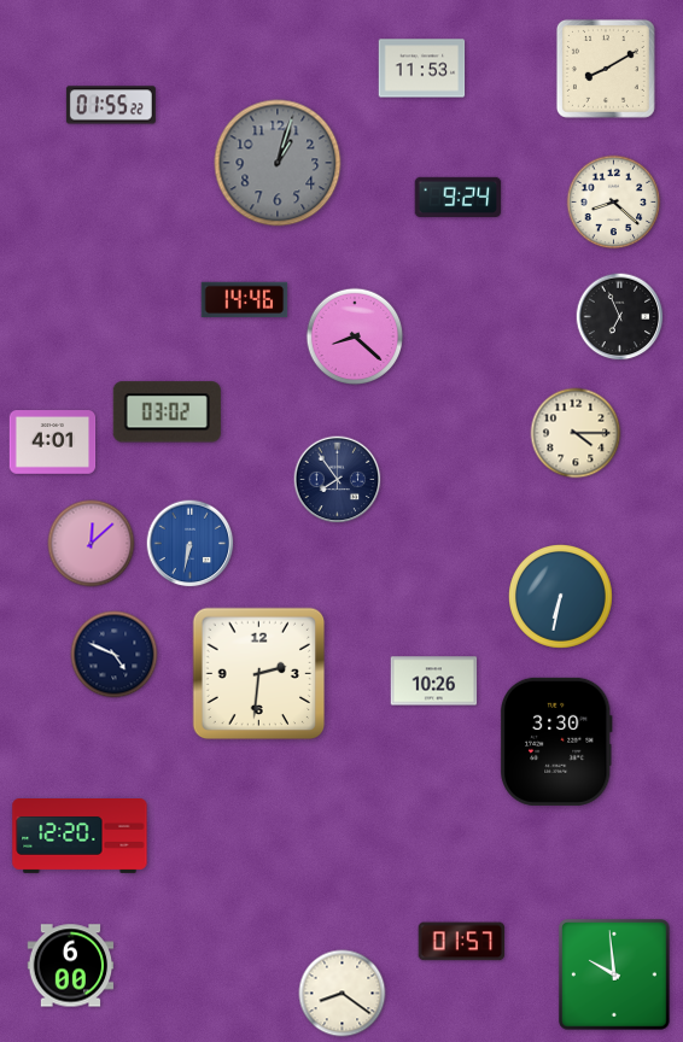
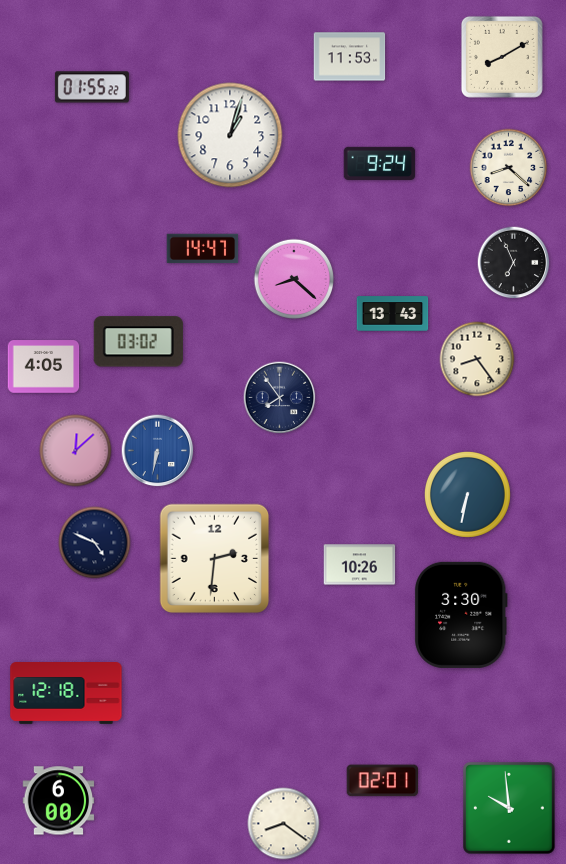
clock at (278, 163) dial: grey -> white
clock at (245, 300): 14:46 -> 14:47
clock at (393, 314): none -> 13:43
clock at (576, 433): 4:15 -> 8:24
clock at (53, 443): 4:01 -> 4:05
clock at (560, 596) position: (560, 596) -> (467, 494)
clock at (80, 837): 12:20 -> 12:18
clock at (462, 942): 01:57 -> 02:01
